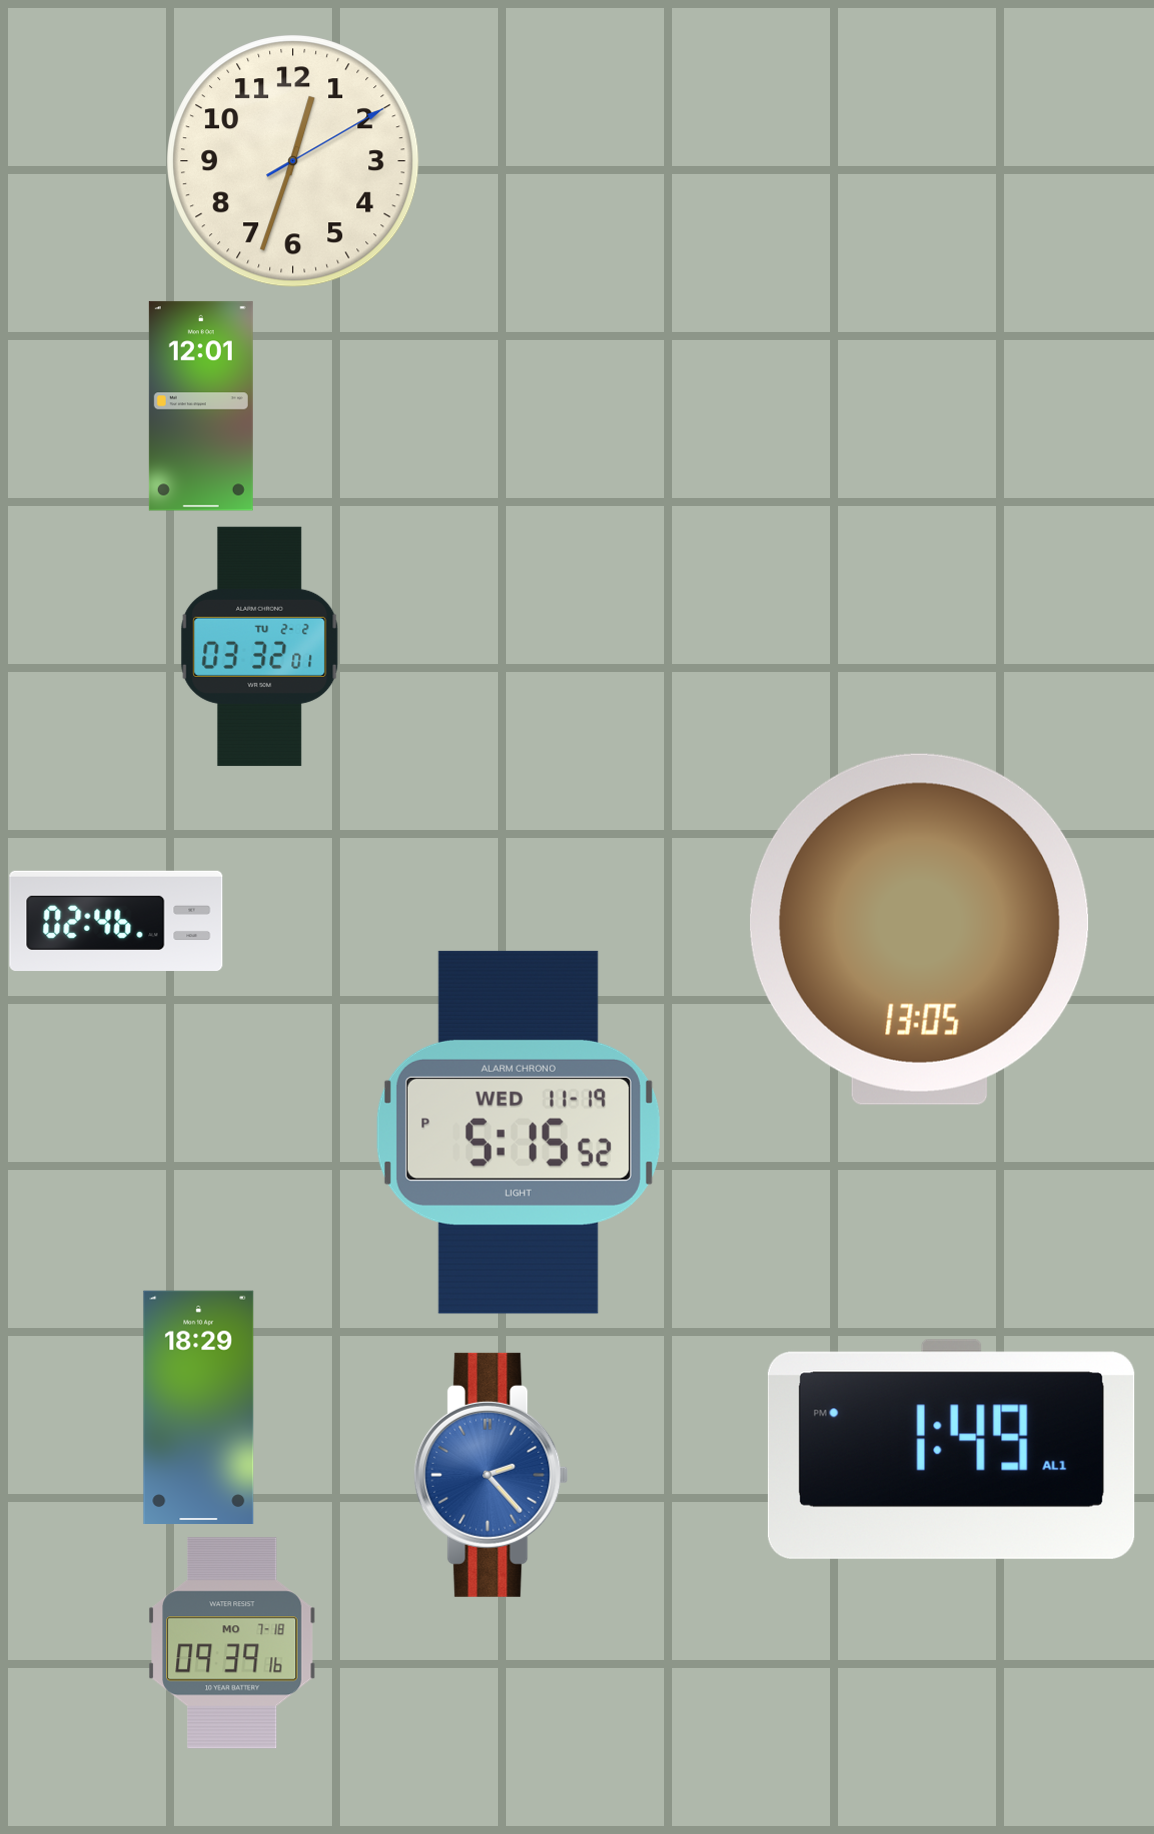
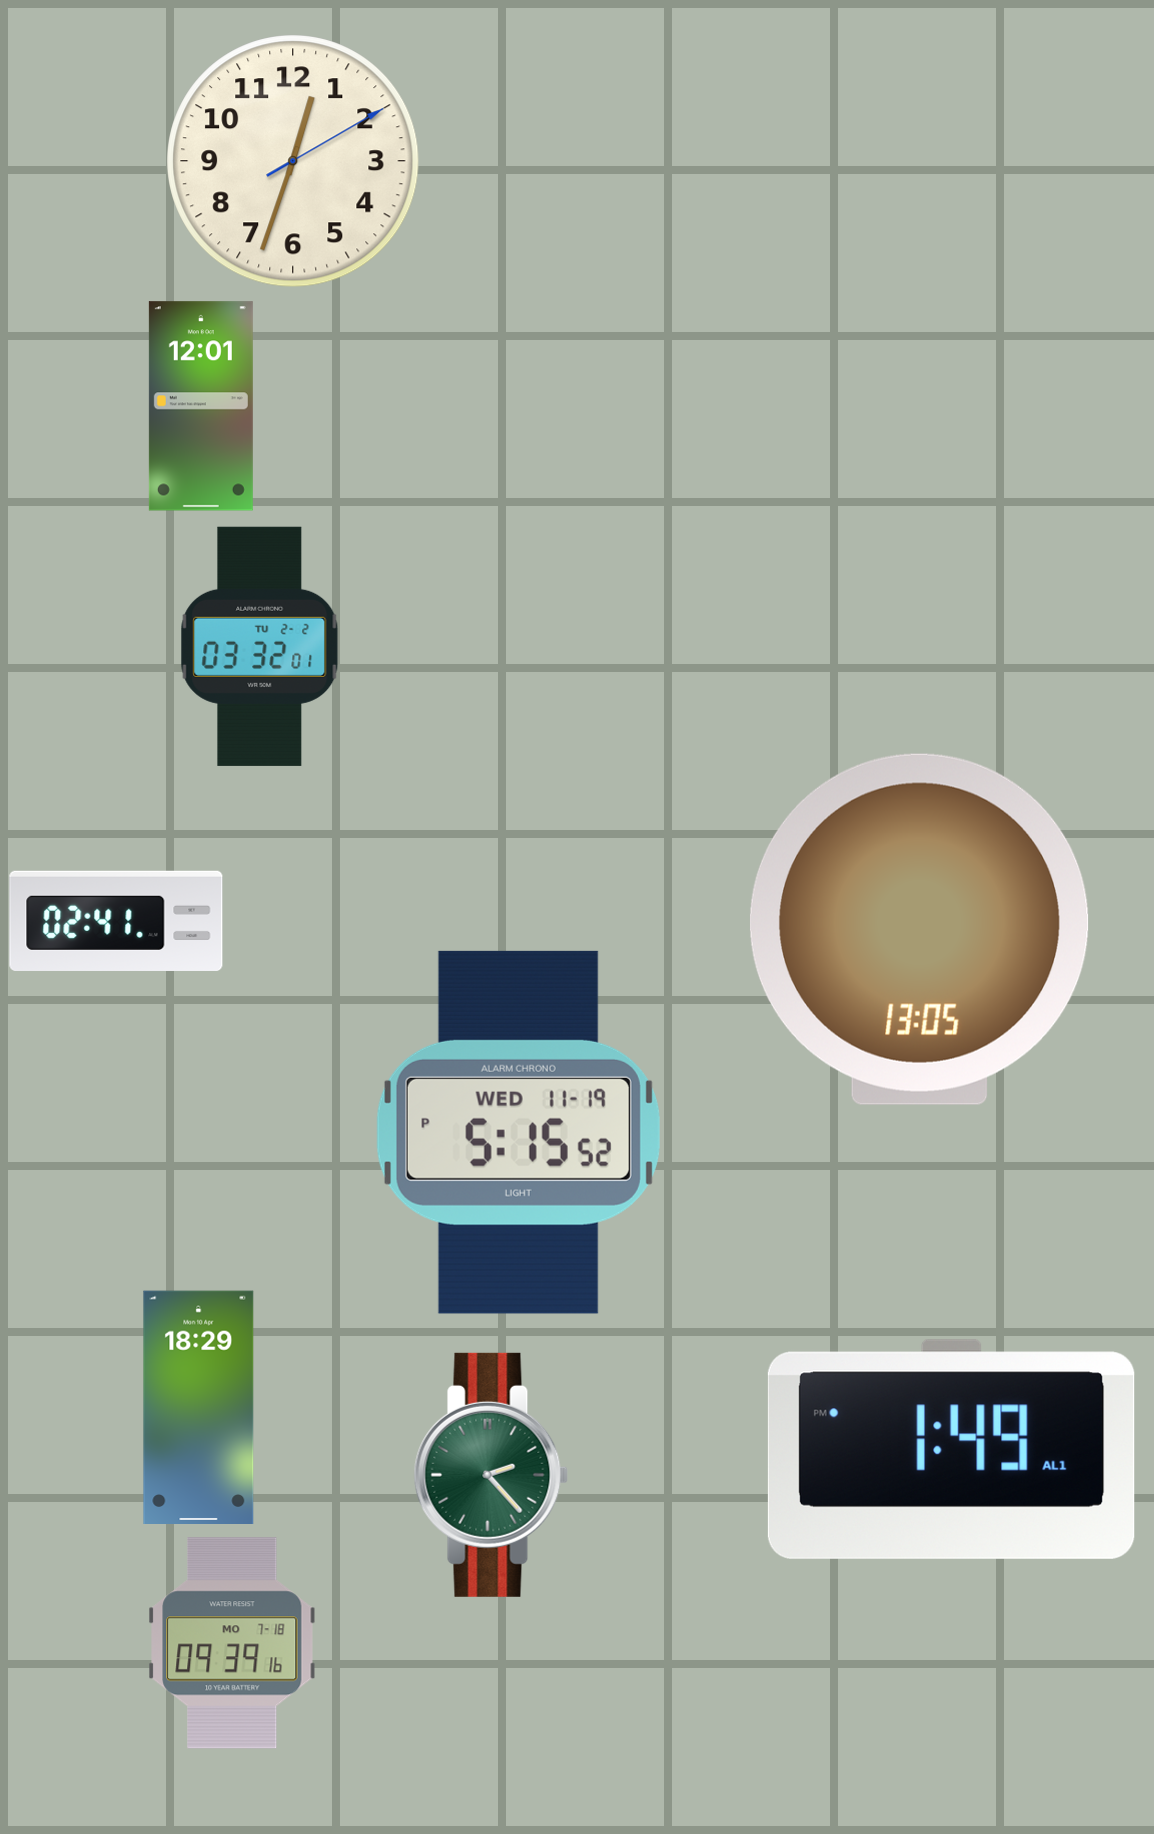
clock at (116, 921): 02:46 -> 02:41
clock at (491, 1475) dial: blue -> green
